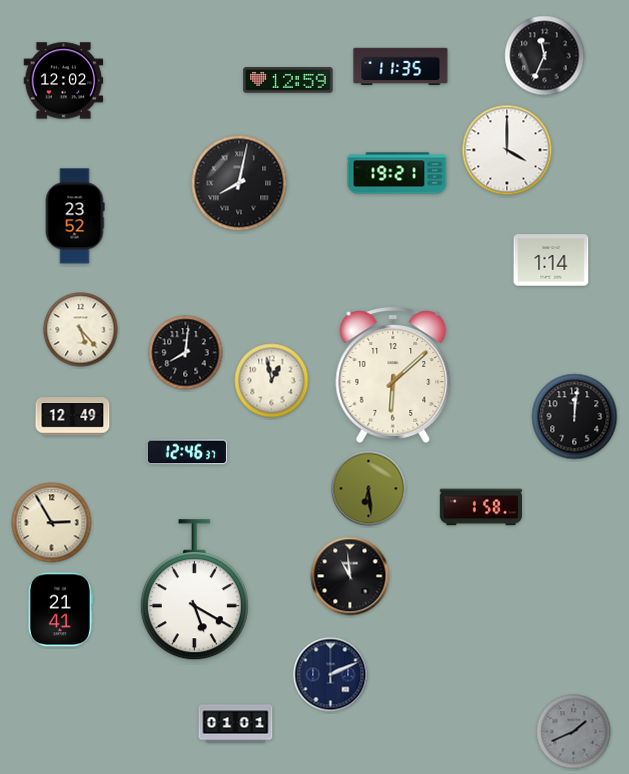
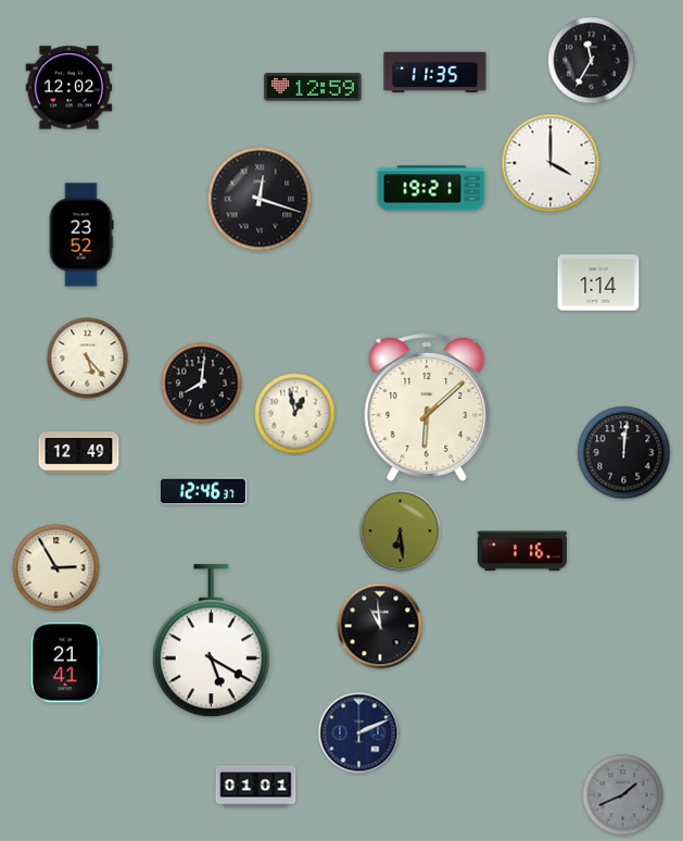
clock at (545, 56): 11:34 -> 11:35
clock at (239, 183): 8:02 -> 12:18
clock at (481, 507): 1:58 -> 1:16
